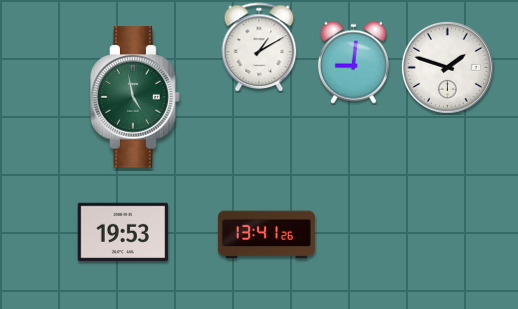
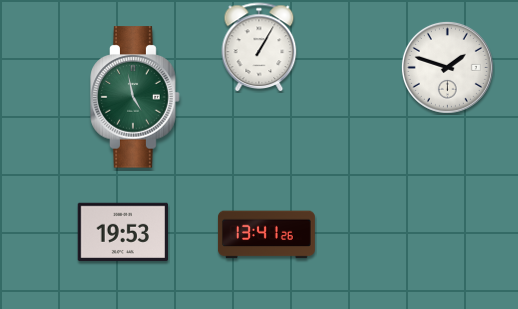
clock at (259, 47): 1:10 -> 1:05
clock at (353, 62): 9:01 -> none
